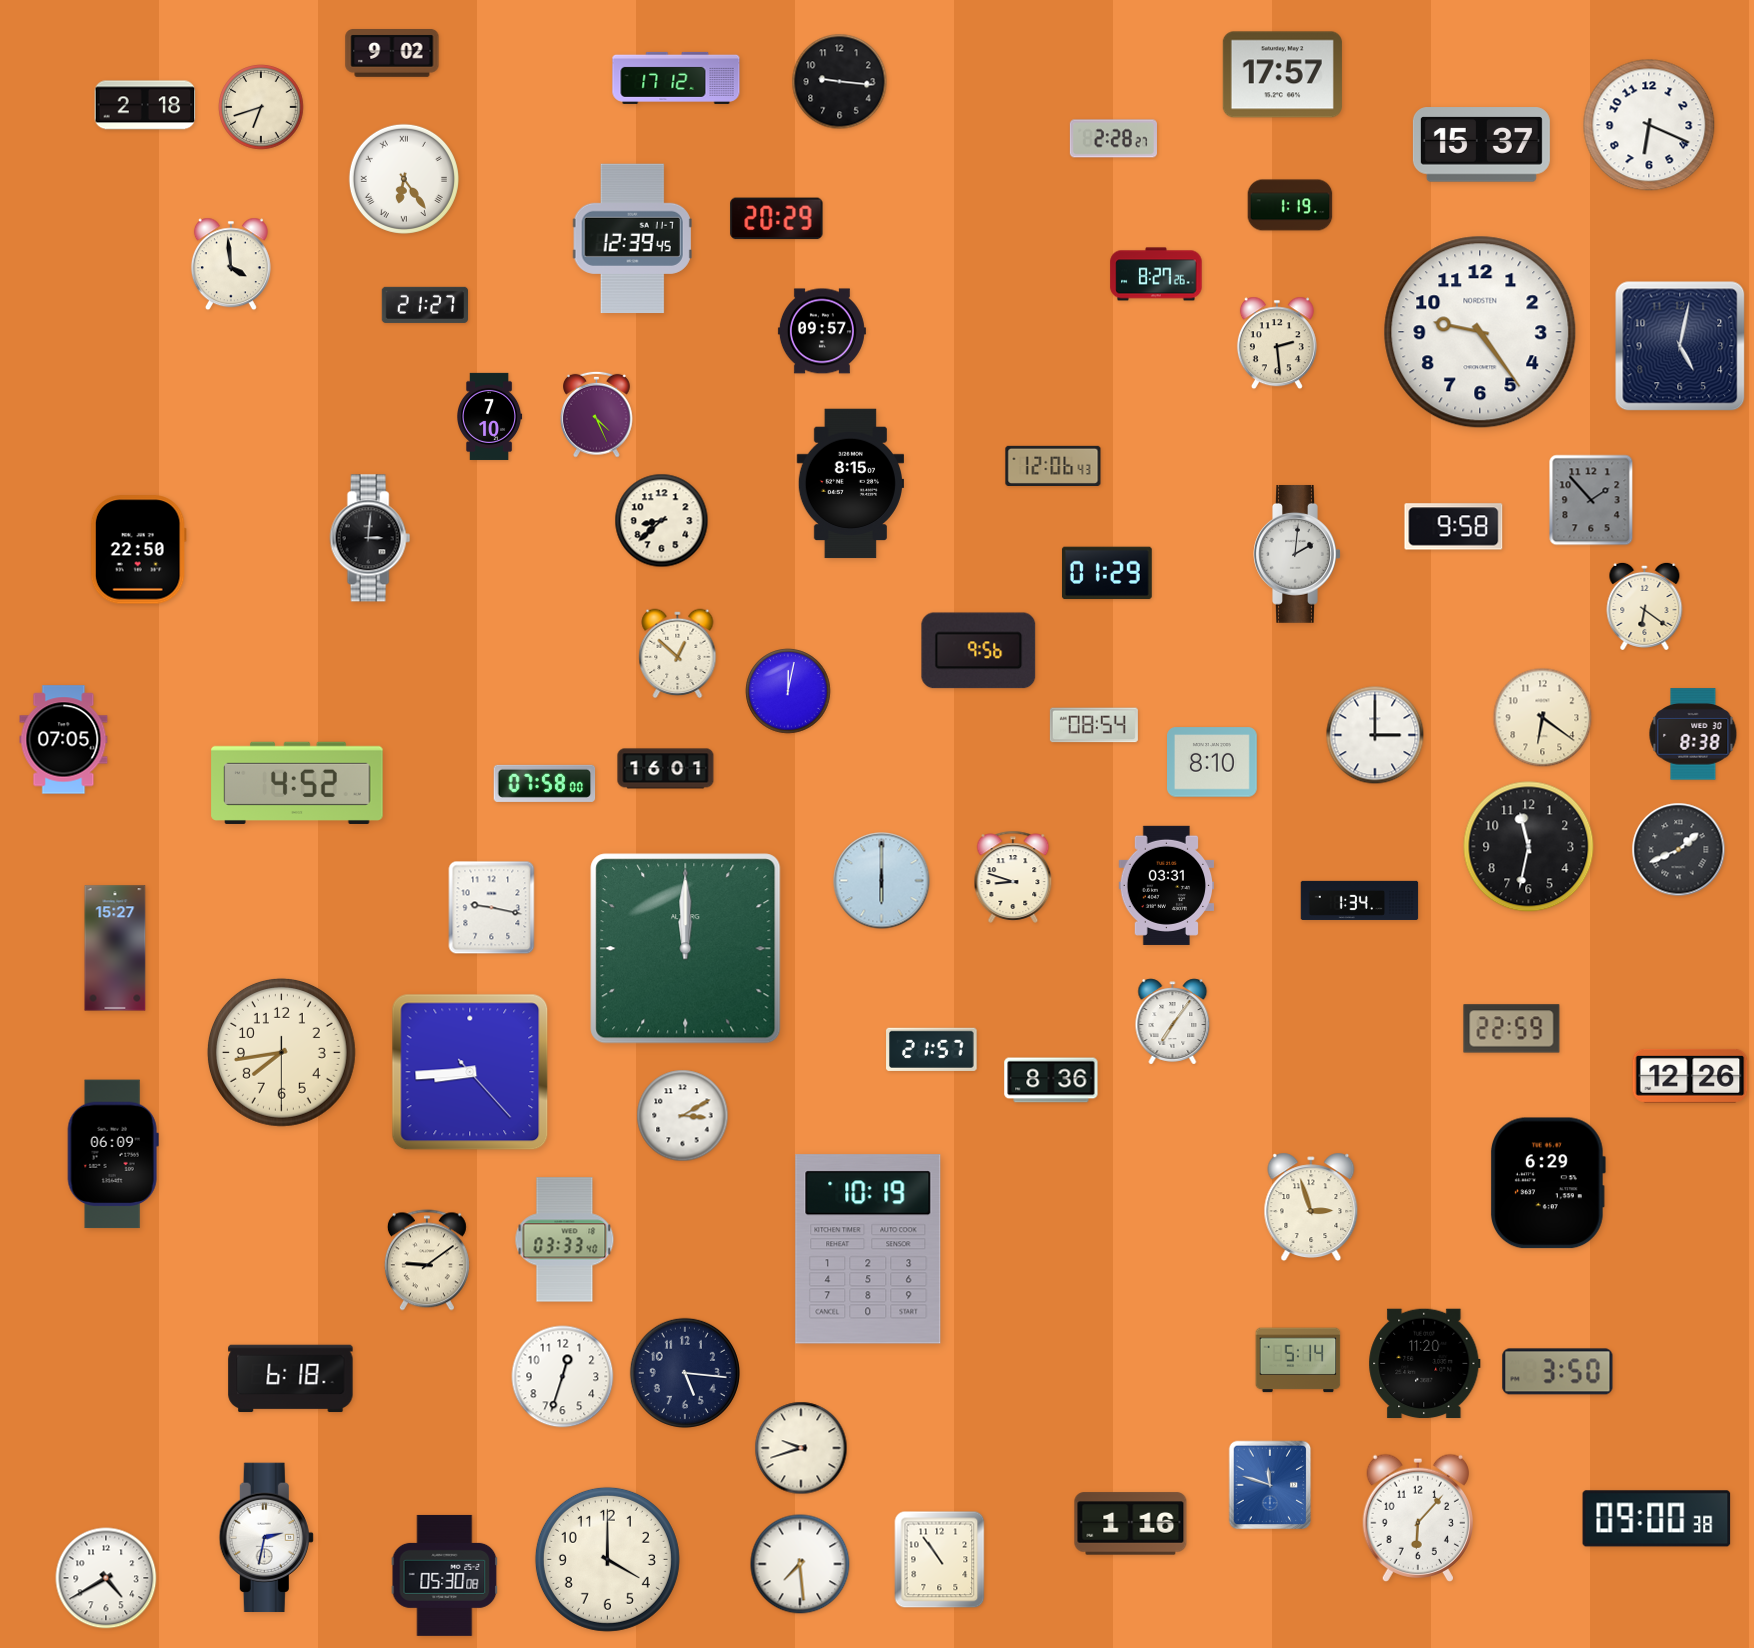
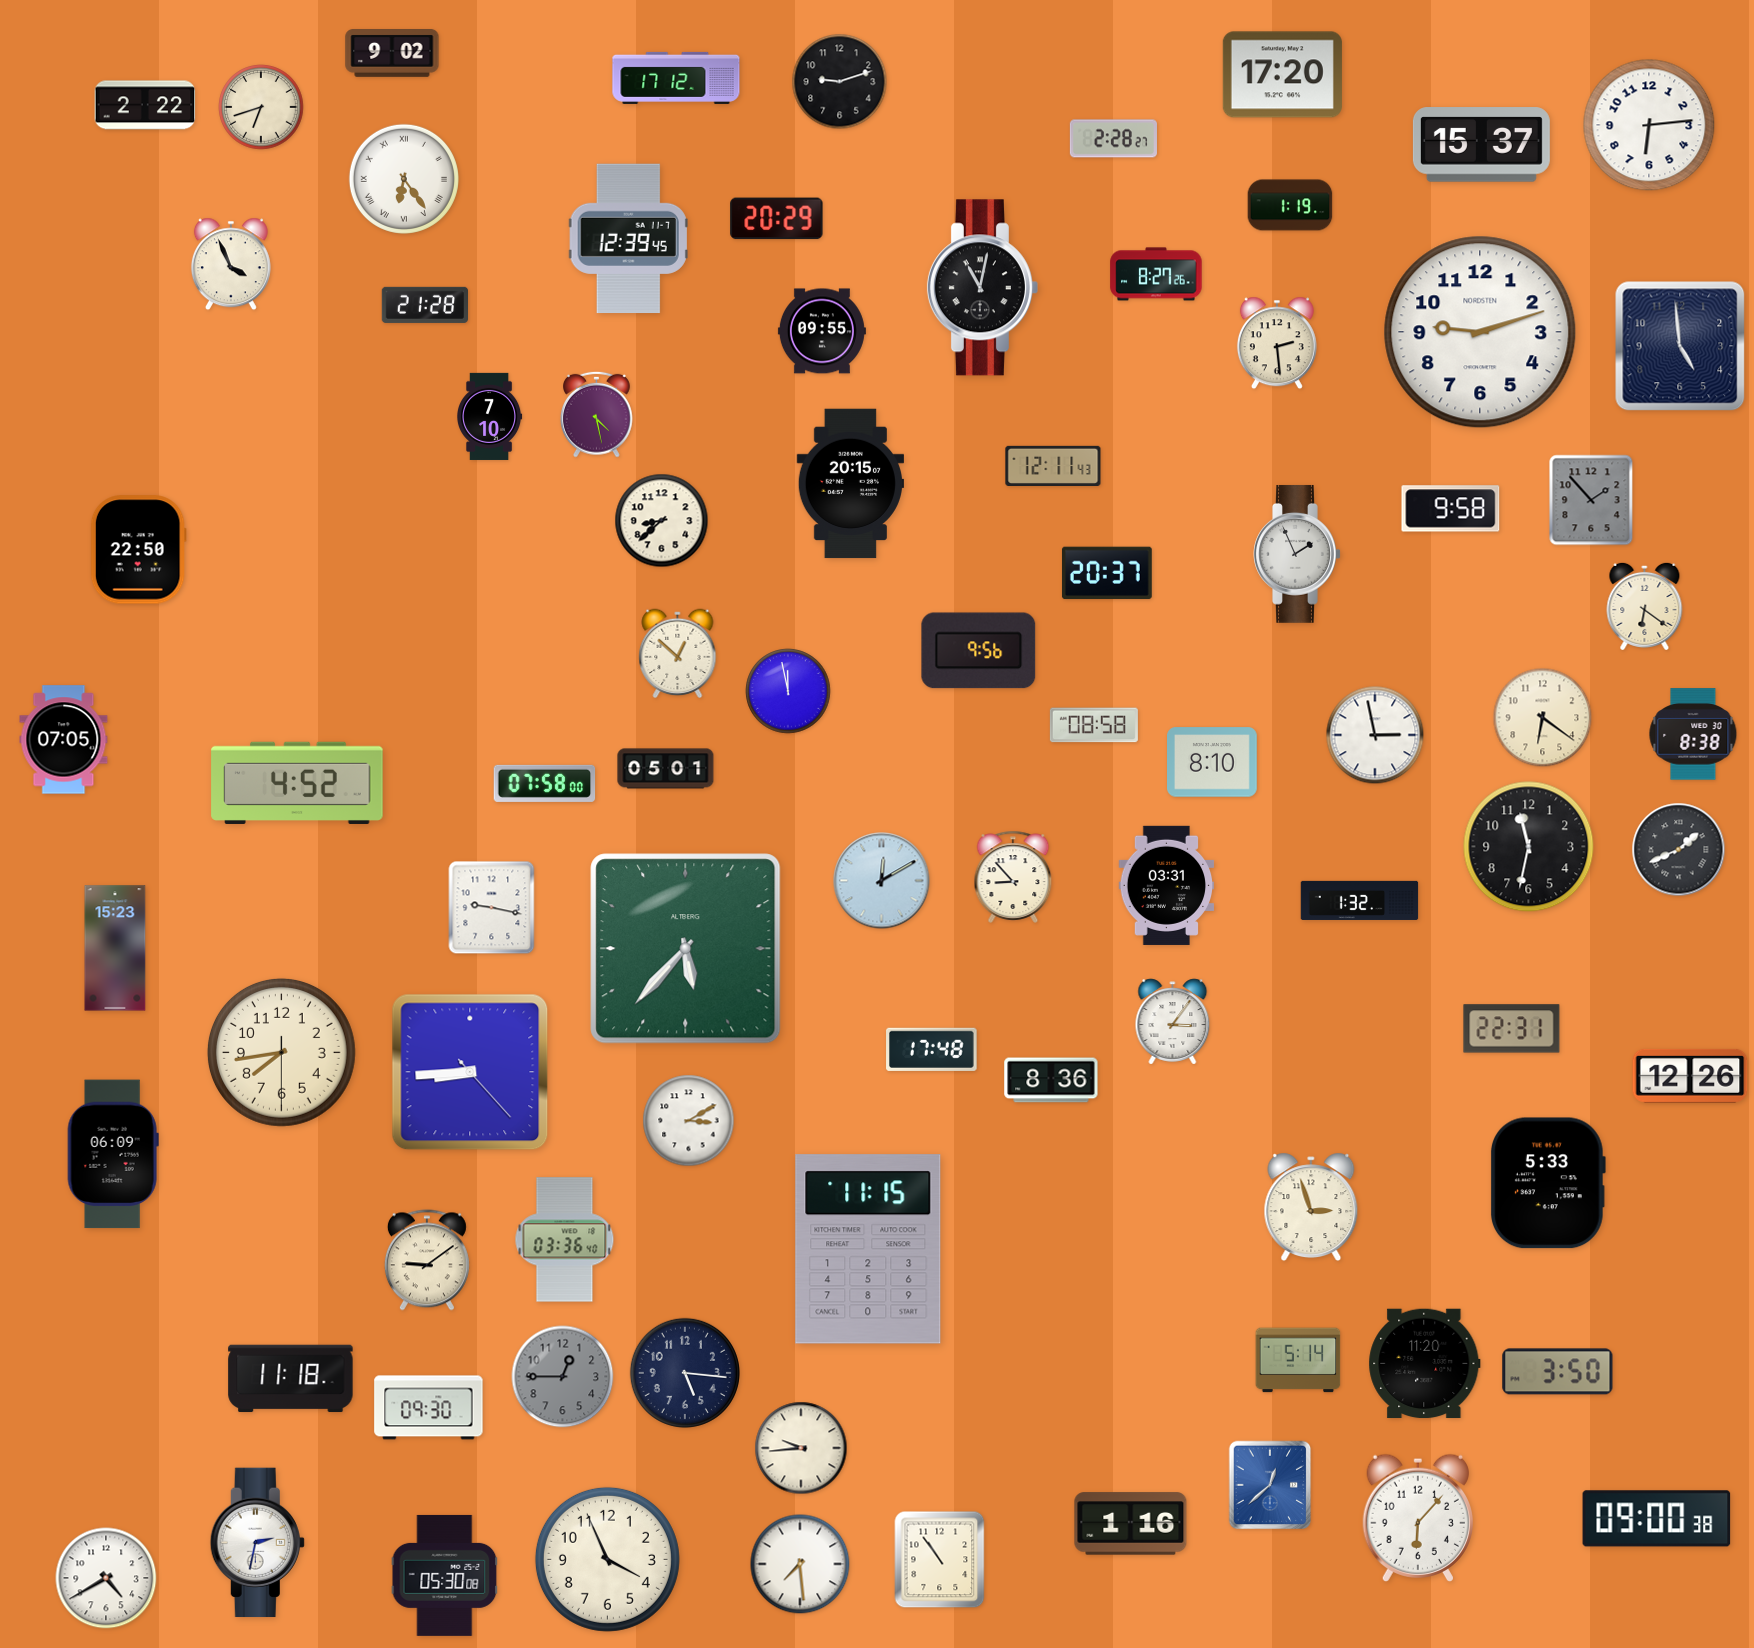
clock at (1282, 75): 17:57 -> 17:20
clock at (840, 82): 9:16 -> 9:12
clock at (145, 105): 2:18 -> 2:22
clock at (1649, 125): 6:19 -> 6:14
clock at (632, 239) position: (632, 239) -> (628, 239)
clock at (231, 264): 3:59 -> 3:56
clock at (982, 288): none -> 11:02
clock at (424, 305): 21:27 -> 21:28
clock at (822, 331): 09:57 -> 09:55
clock at (1480, 332): 9:24 -> 9:12
clock at (1680, 346): 5:02 -> 4:59
clock at (597, 414): 4:26 -> 4:28
clock at (1053, 465): 12:06 -> 12:11
clock at (850, 484): 8:15 -> 20:15
clock at (1454, 527) position: (1454, 527) -> (1451, 509)
clock at (370, 538): 3:01 -> none
clock at (1297, 554): 2:01 -> 1:56
clock at (1107, 573): 01:29 -> 20:37
clock at (788, 691): 12:02 -> 11:58
clock at (1094, 725): 08:54 -> 08:58
clock at (1375, 735): 3:00 -> 2:58
clock at (666, 769): 16:01 -> 05:01
clock at (1013, 877): 8:48 -> 8:53
clock at (882, 881): 6:00 -> 12:10
clock at (1360, 900): 1:34 -> 1:32
clock at (115, 948): 15:27 -> 15:23
clock at (686, 949): 12:00 -> 5:37
clock at (1173, 1022): 7:06 -> 3:06
clock at (1512, 1029): 22:59 -> 22:31
clock at (932, 1049): 21:57 -> 17:48
clock at (683, 1116) position: (683, 1116) -> (689, 1121)
clock at (1547, 1183): 6:29 -> 5:33
clock at (565, 1240): 03:33 -> 03:36
clock at (868, 1249): 10:19 -> 11:15
clock at (563, 1377): 12:33 -> 12:45
clock at (563, 1377) dial: white -> grey
clock at (291, 1379): 6:18 -> 11:18
clock at (429, 1408): none -> 09:30
clock at (801, 1448): 9:42 -> 9:44
clock at (1270, 1485): 11:48 -> 12:38
clock at (266, 1538) position: (266, 1538) -> (257, 1543)
clock at (607, 1559): 4:00 -> 3:56
